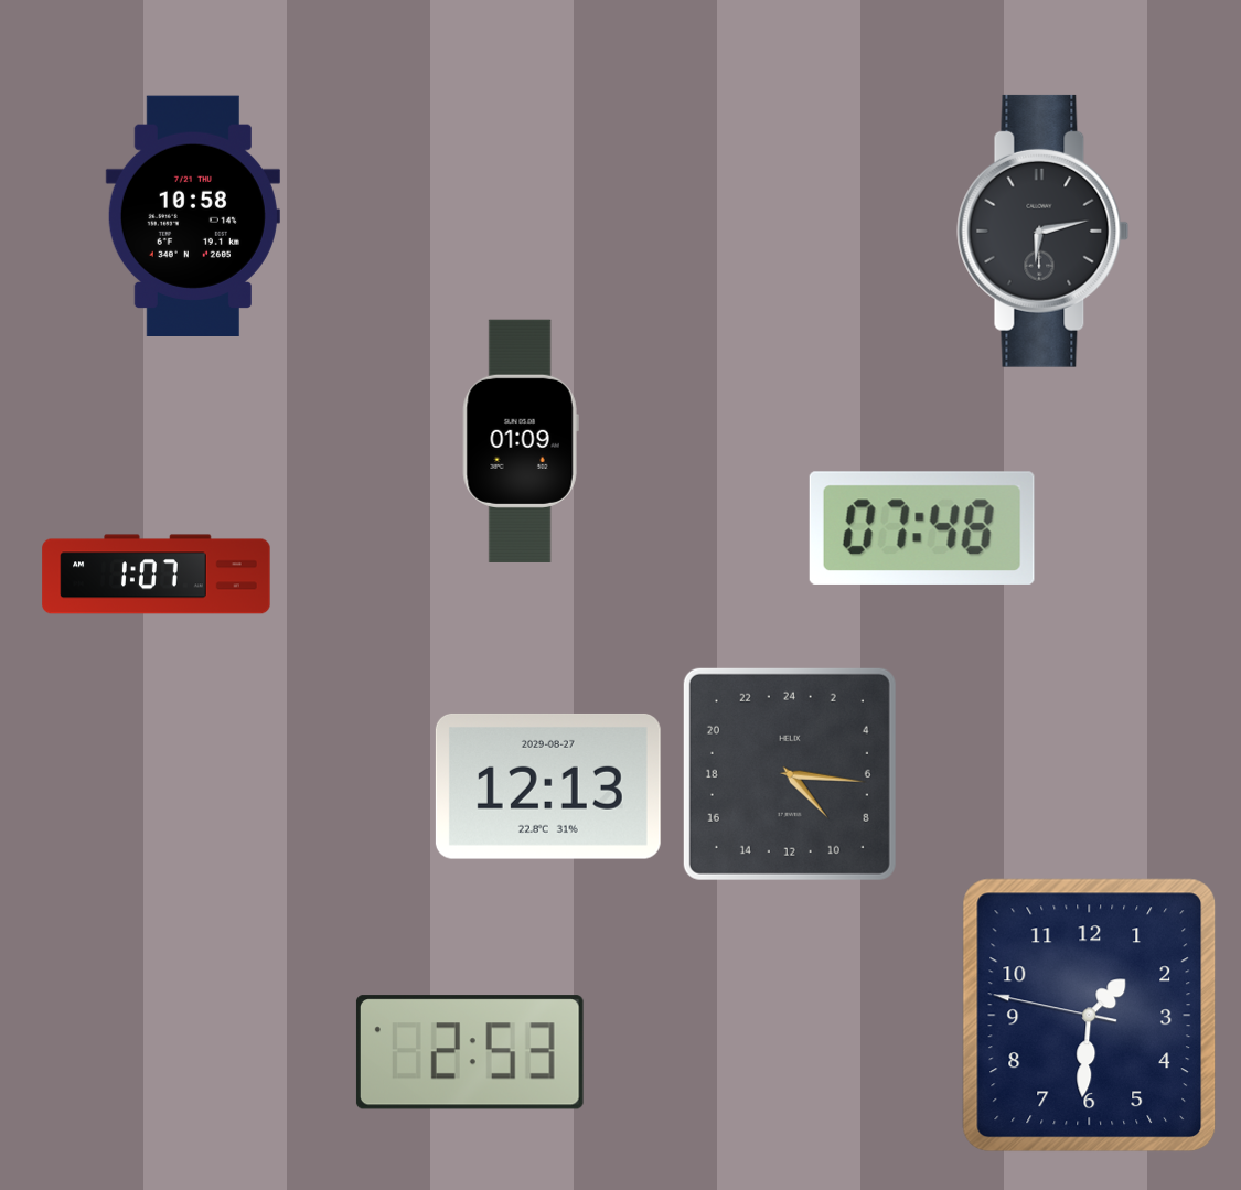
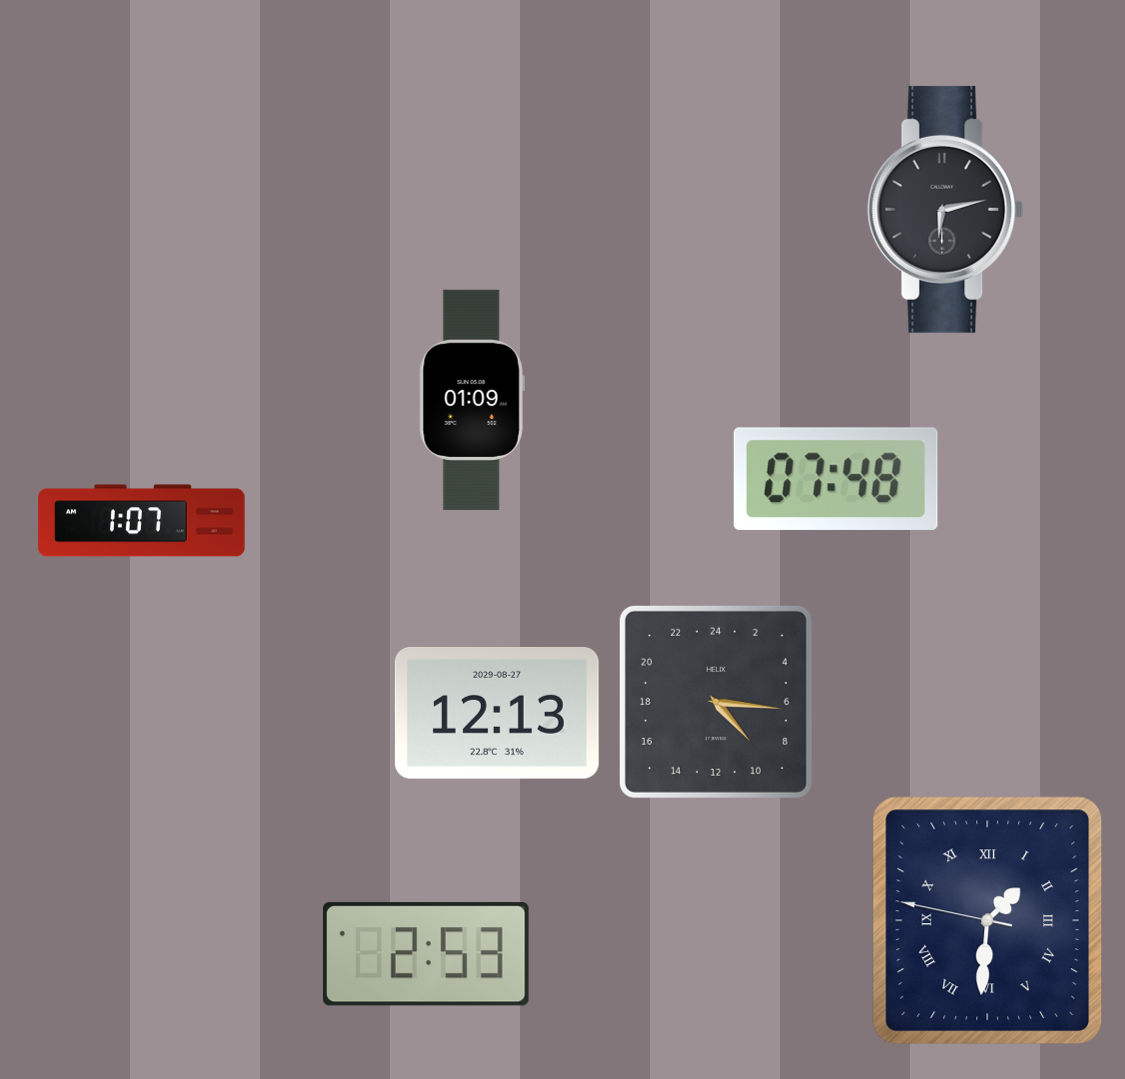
clock at (193, 215): 10:58 -> none
clock at (1090, 1016) numerals: Arabic -> Roman
